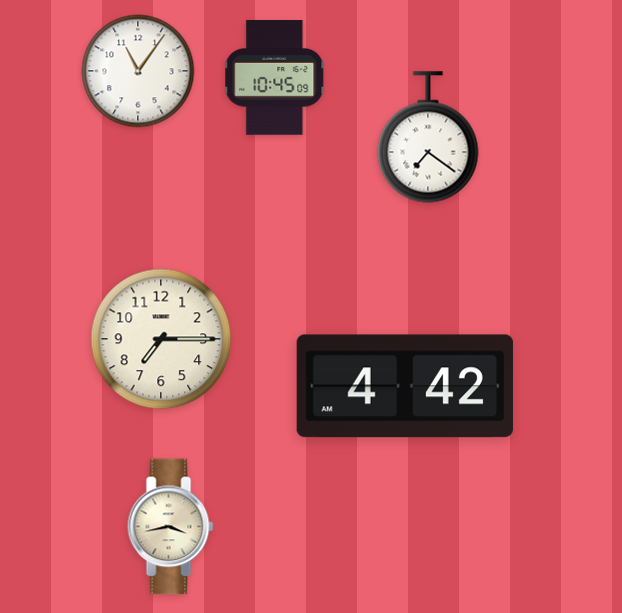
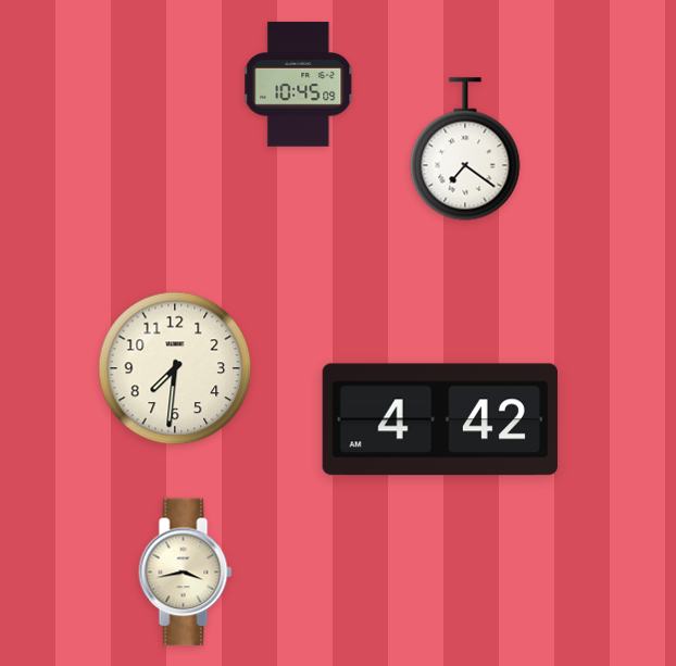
clock at (138, 71): 11:06 -> none
clock at (161, 339): 7:15 -> 7:31
